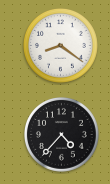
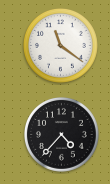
clock at (61, 46): 8:21 -> 11:21
